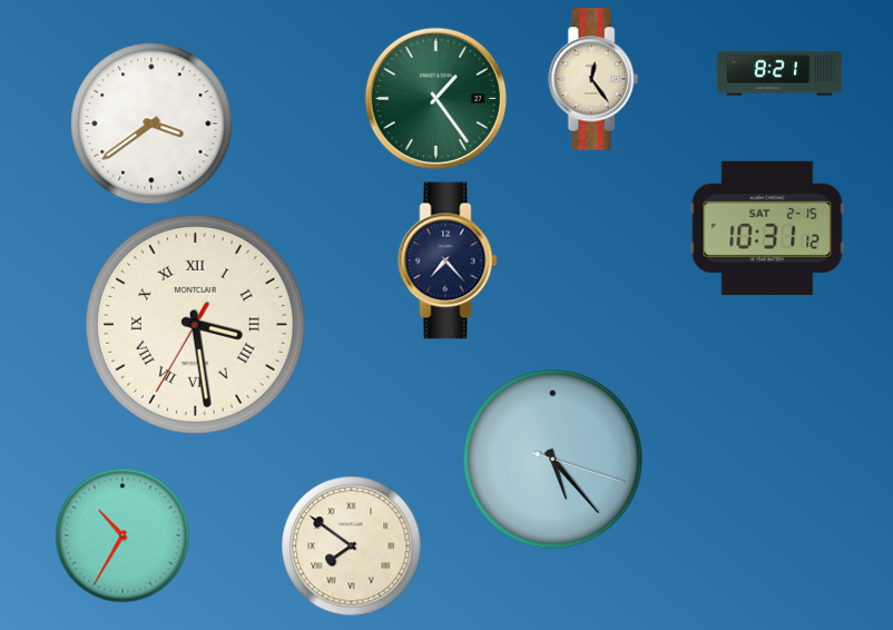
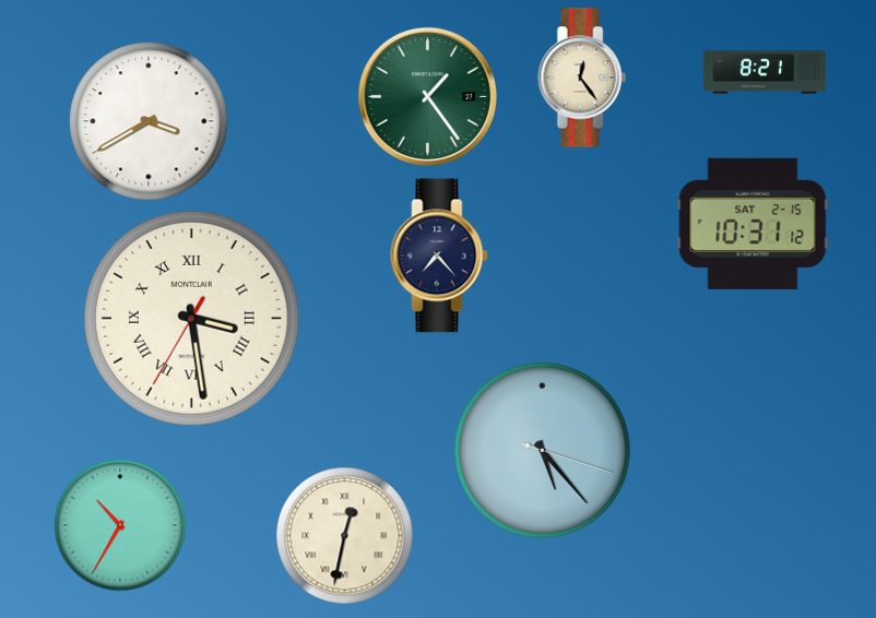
clock at (151, 124): 3:39 -> 3:40
clock at (352, 547): 7:51 -> 12:32
